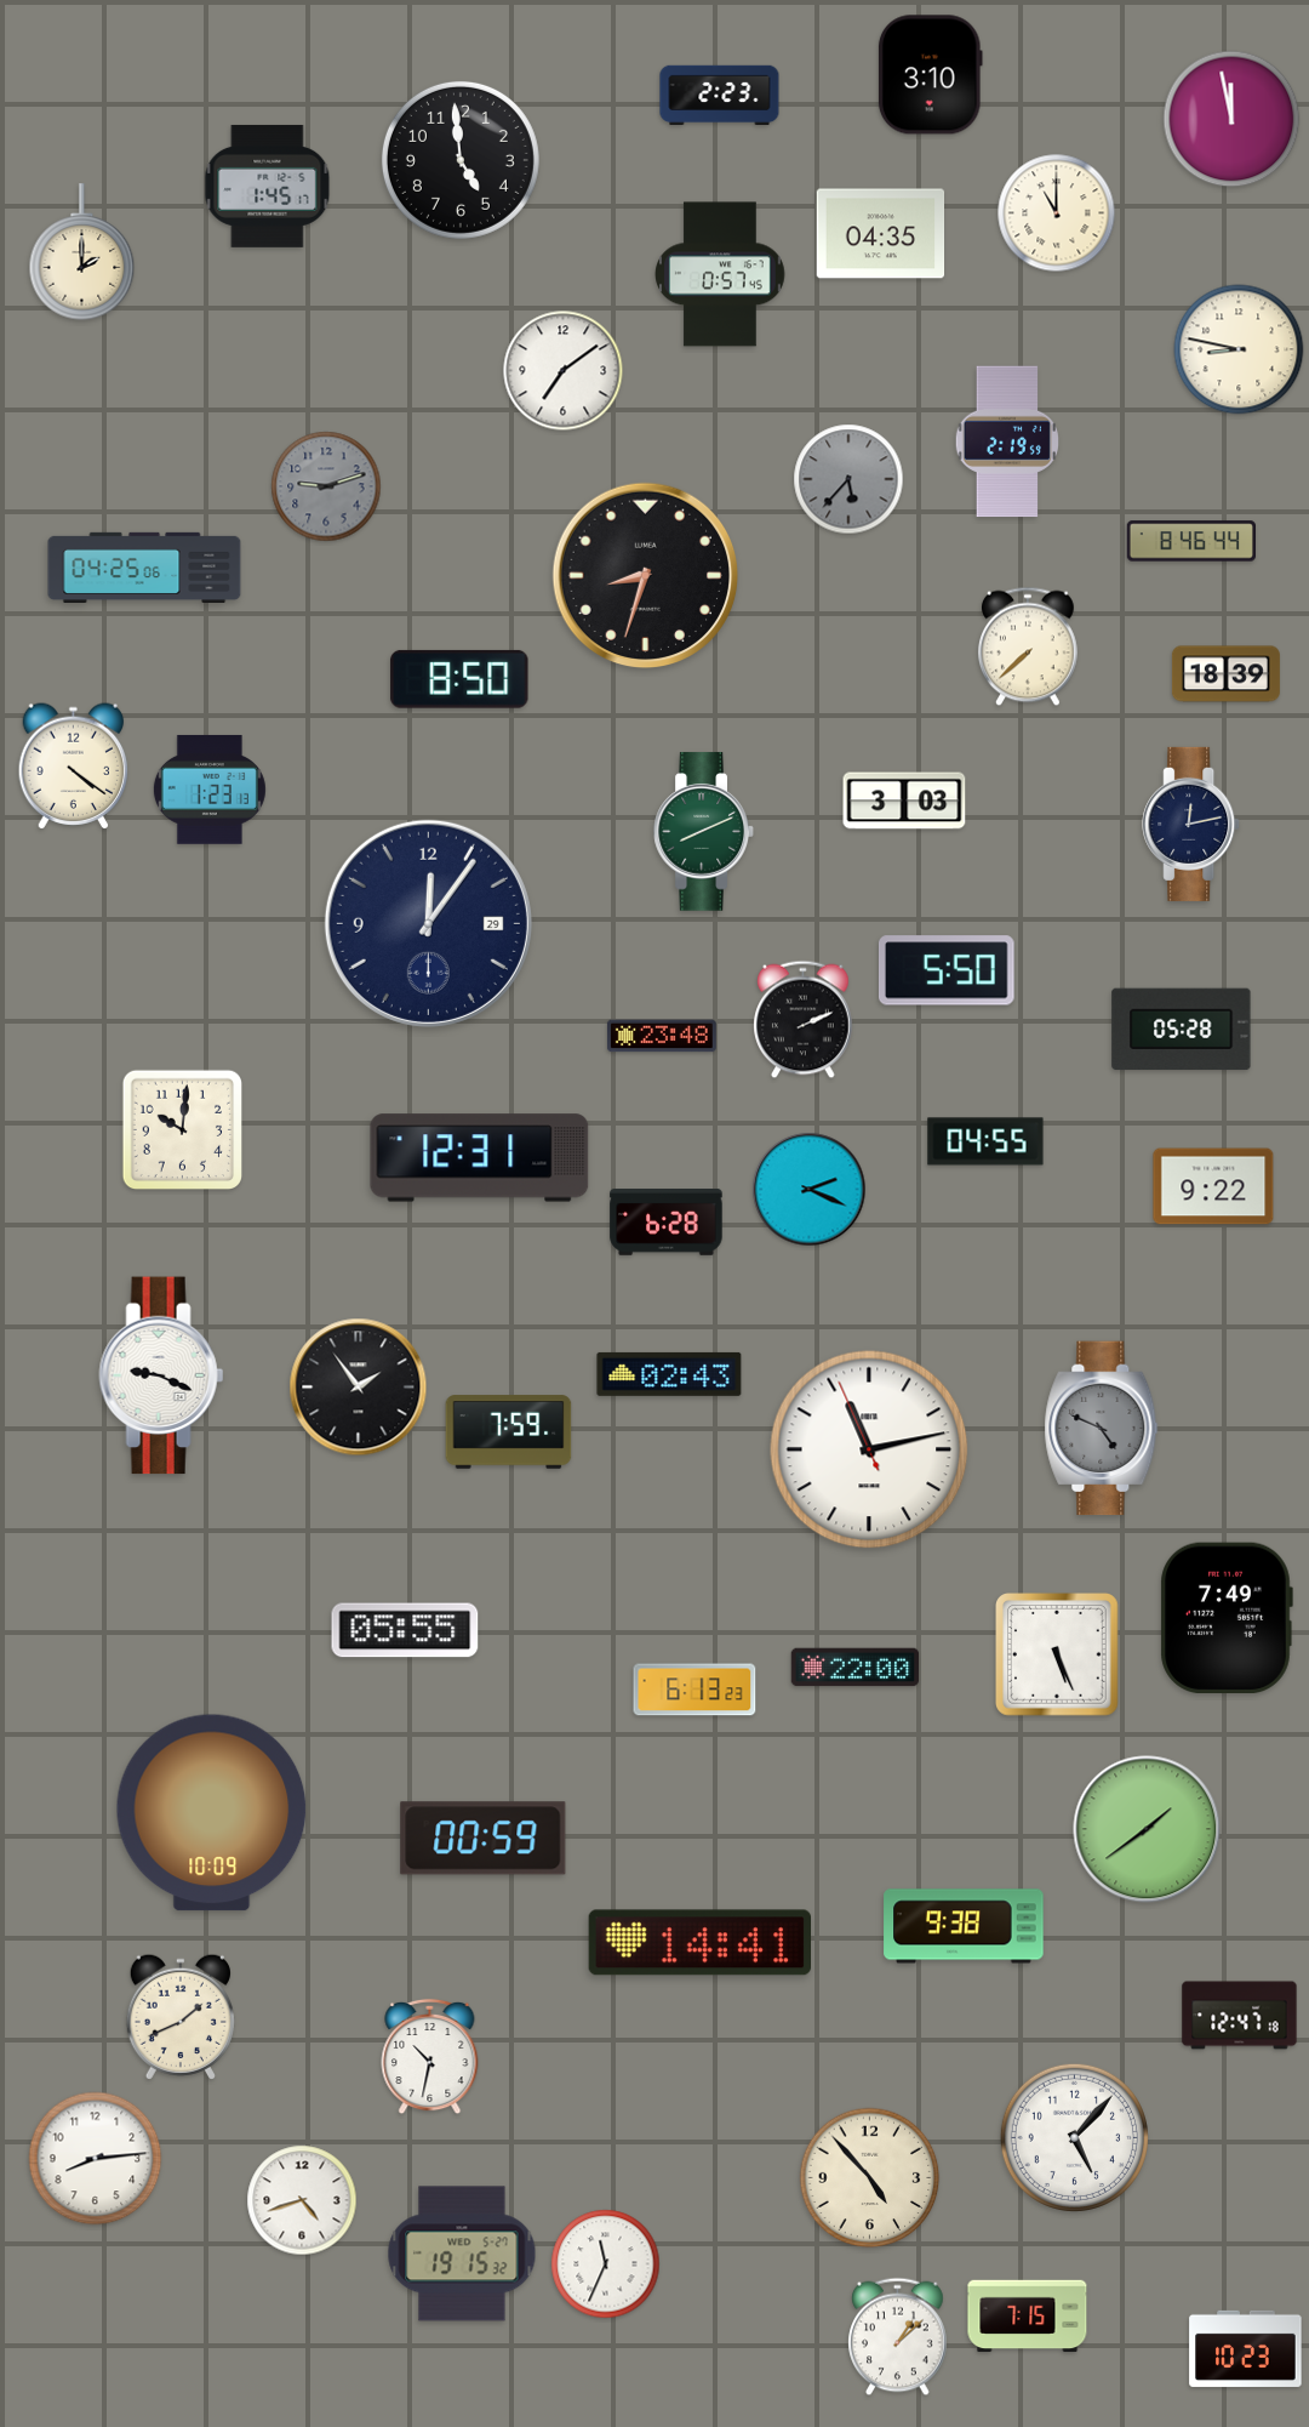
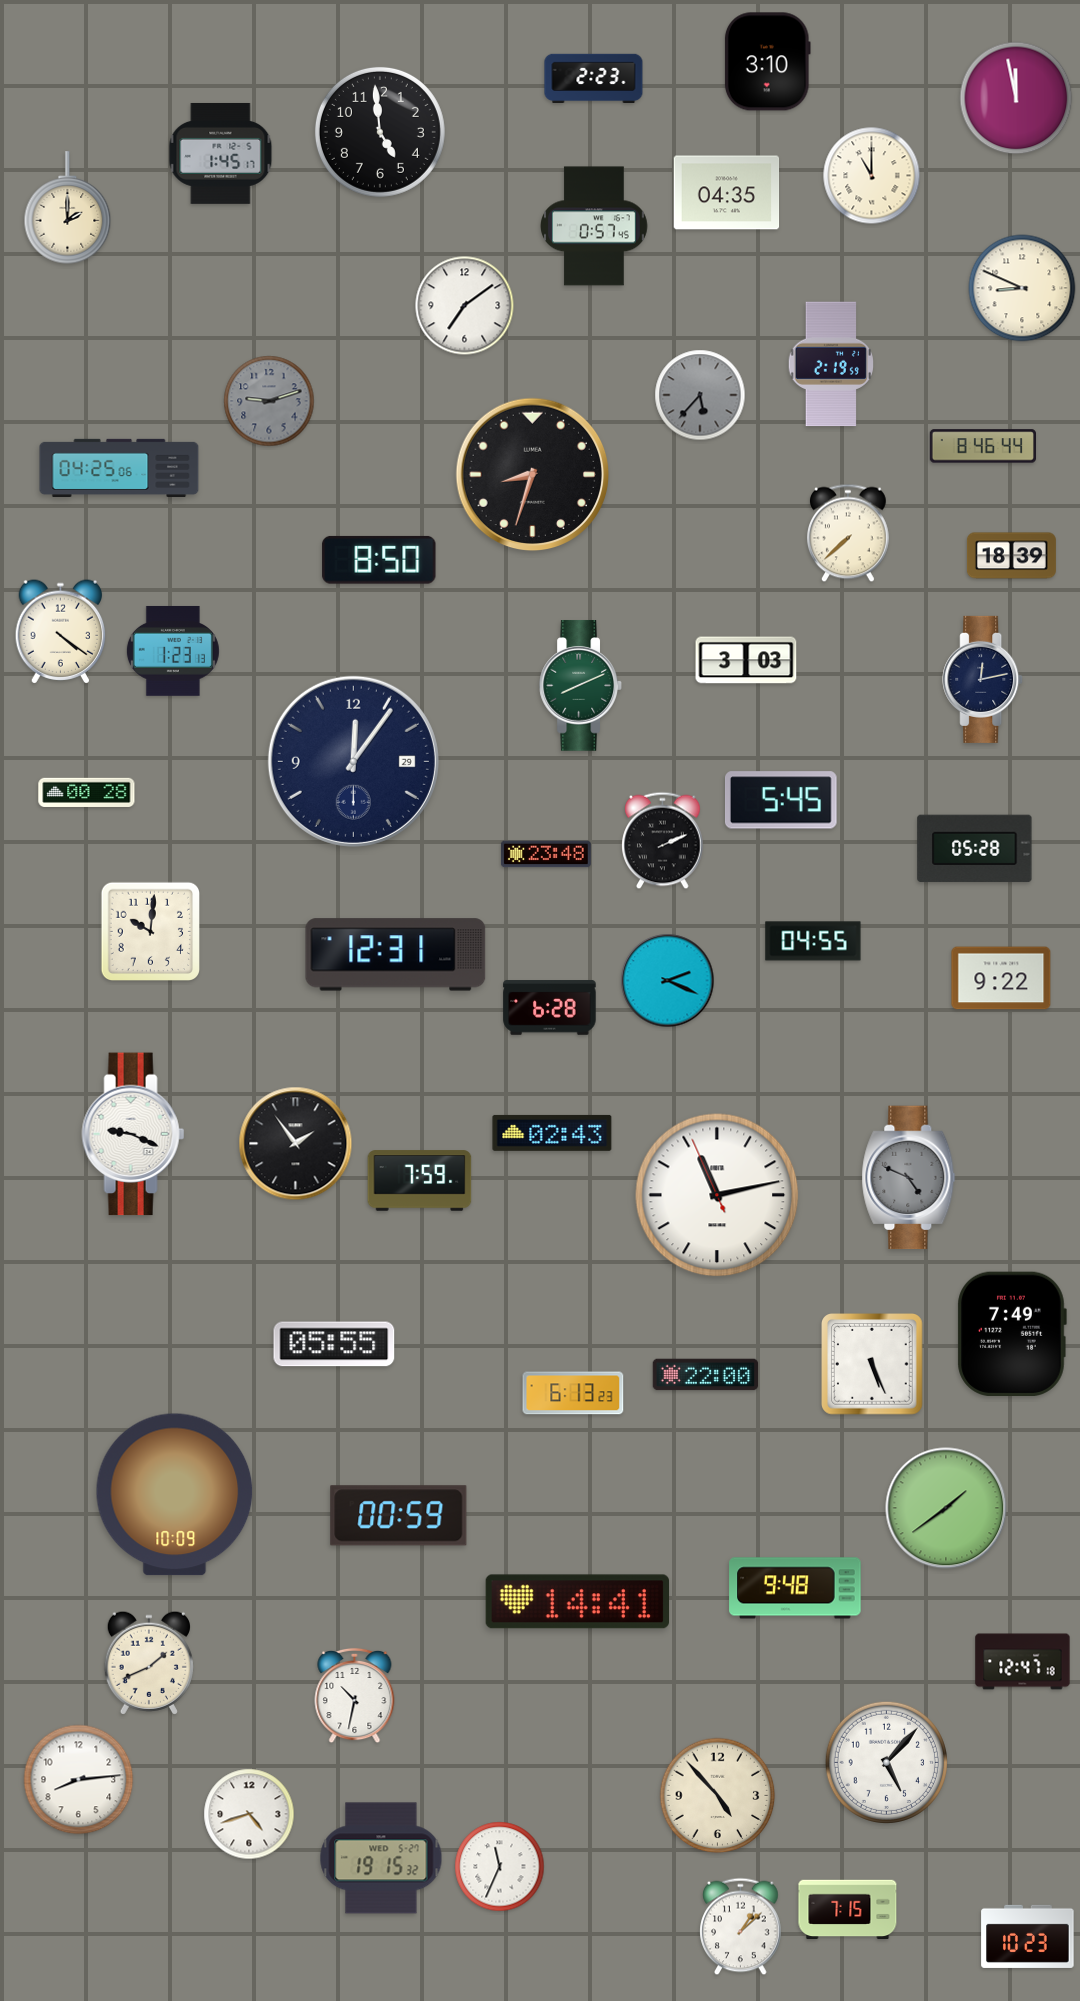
clock at (1239, 349): 8:47 -> 8:49
clock at (87, 792): none -> 00:28
clock at (948, 970): 5:50 -> 5:45
clock at (964, 1926): 9:38 -> 9:48
